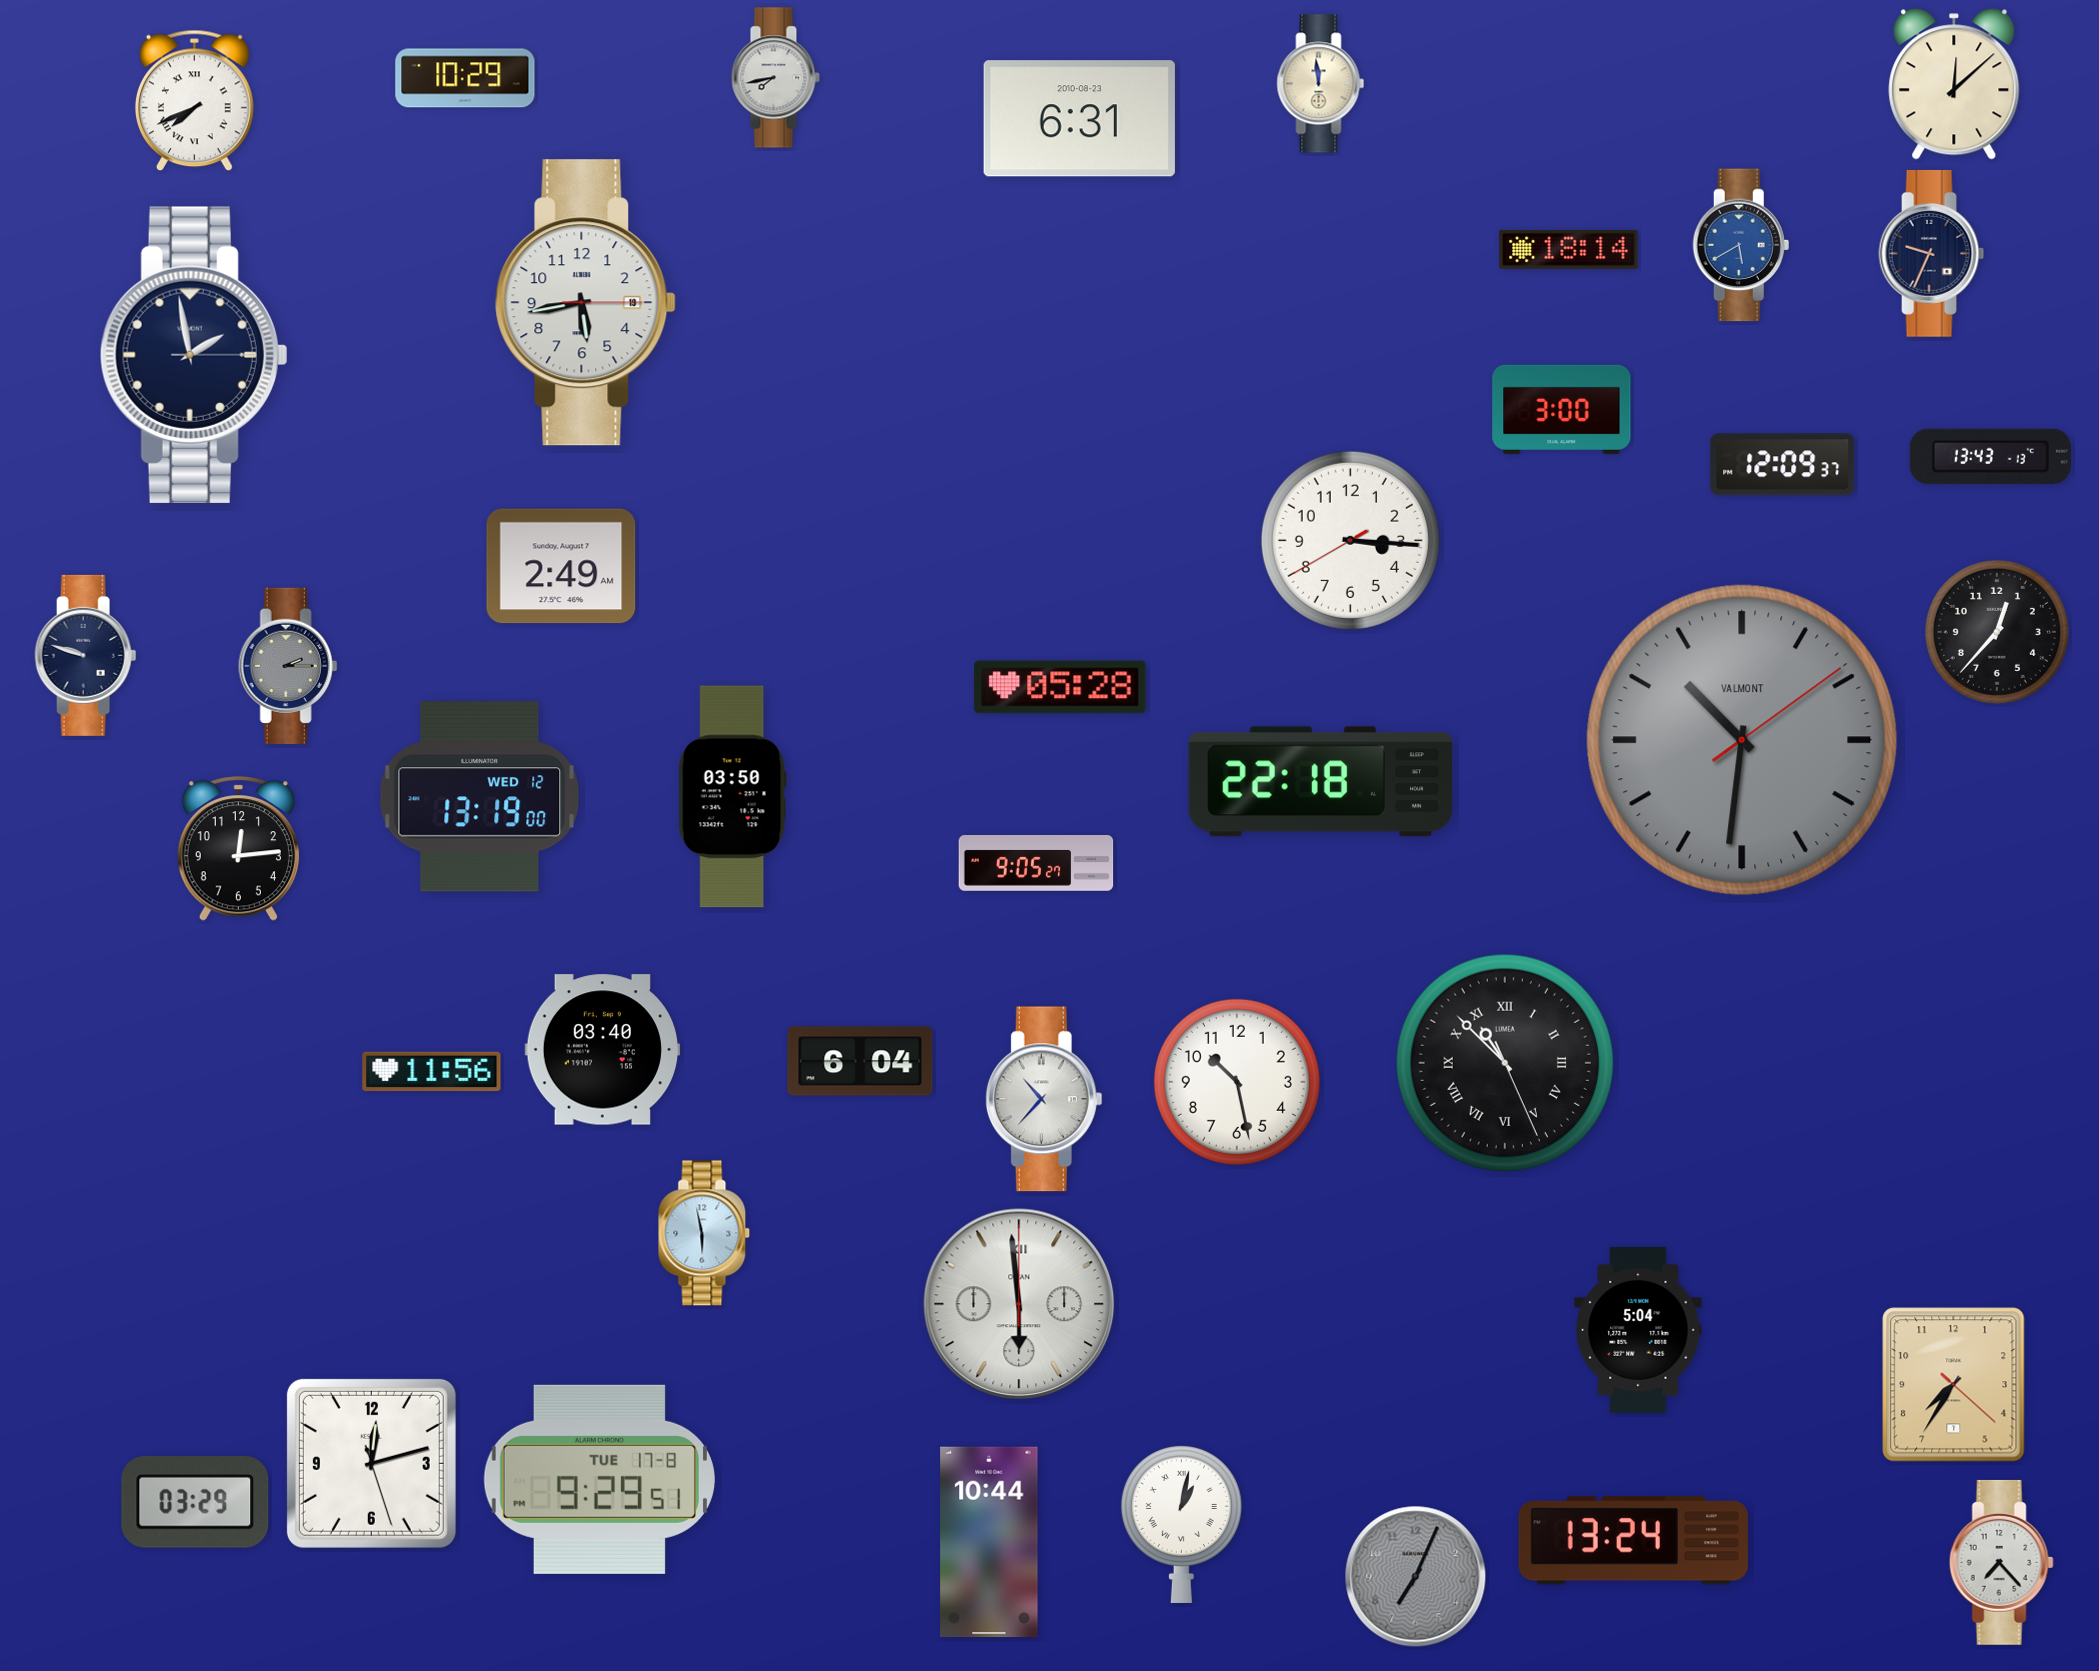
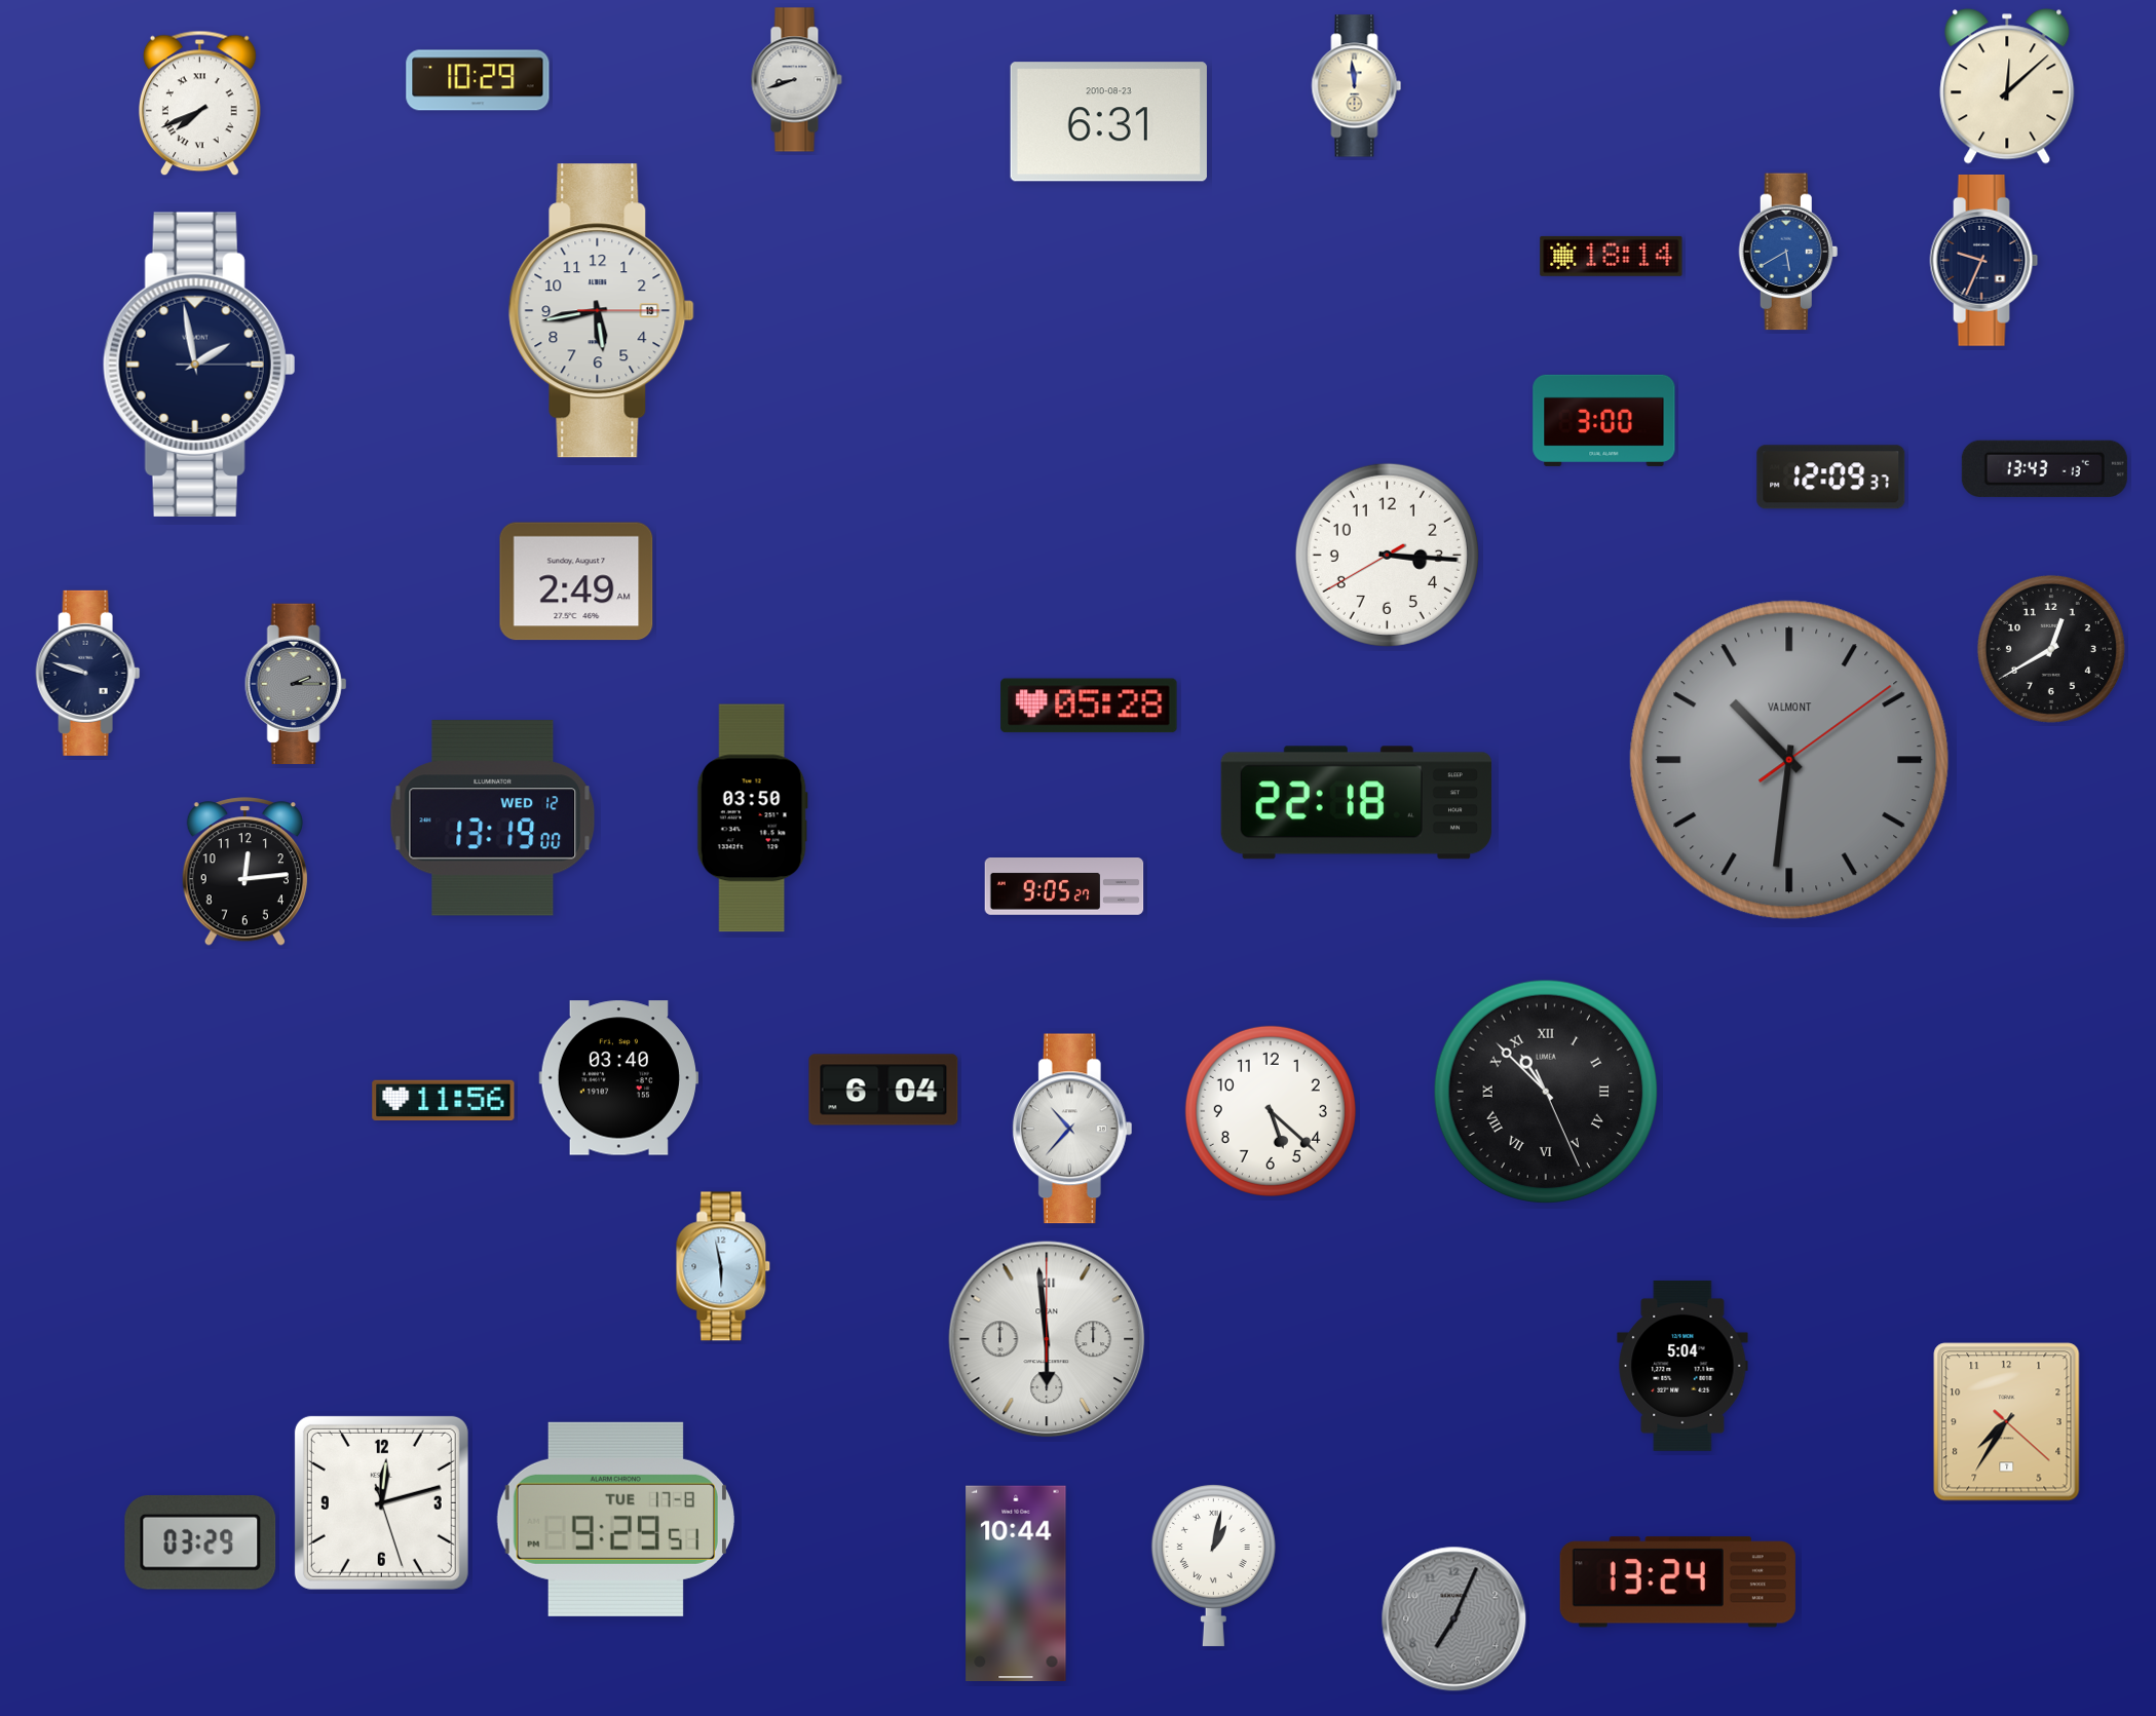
clock at (775, 78): 7:43 -> 8:42
clock at (1997, 632): 12:37 -> 12:40
clock at (1237, 1082): 10:28 -> 5:22
clock at (2001, 1562): 7:23 -> none
